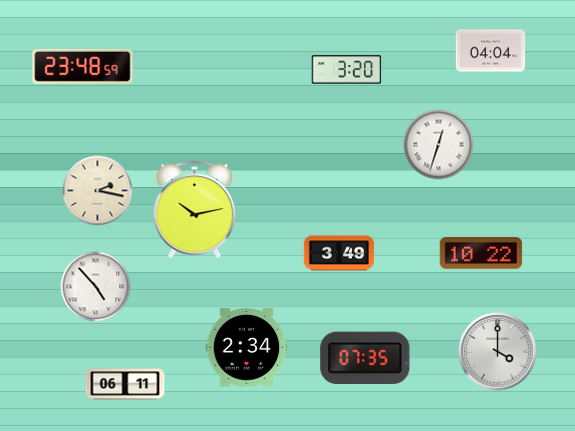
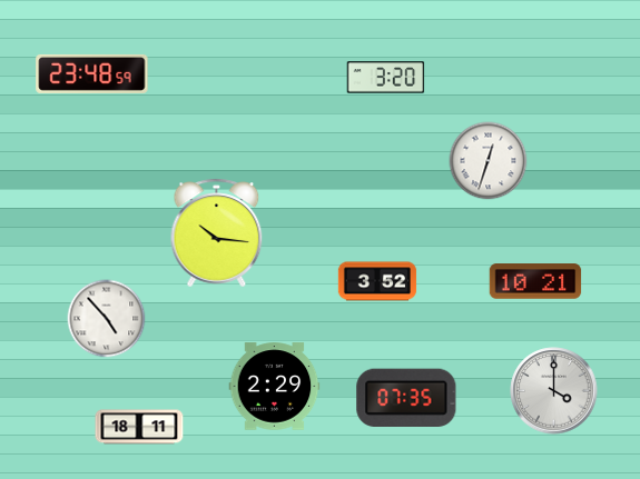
clock at (491, 51): 04:04 -> none
clock at (98, 191): 2:17 -> none
clock at (195, 210): 10:13 -> 10:16
clock at (339, 253): 3:49 -> 3:52
clock at (481, 253): 10:22 -> 10:21
clock at (247, 348): 2:34 -> 2:29
clock at (125, 384): 06:11 -> 18:11
